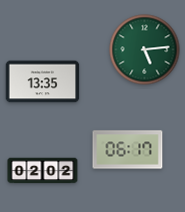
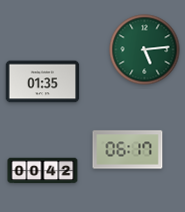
clock at (43, 82): 13:35 -> 01:35
clock at (43, 171): 02:02 -> 00:42
